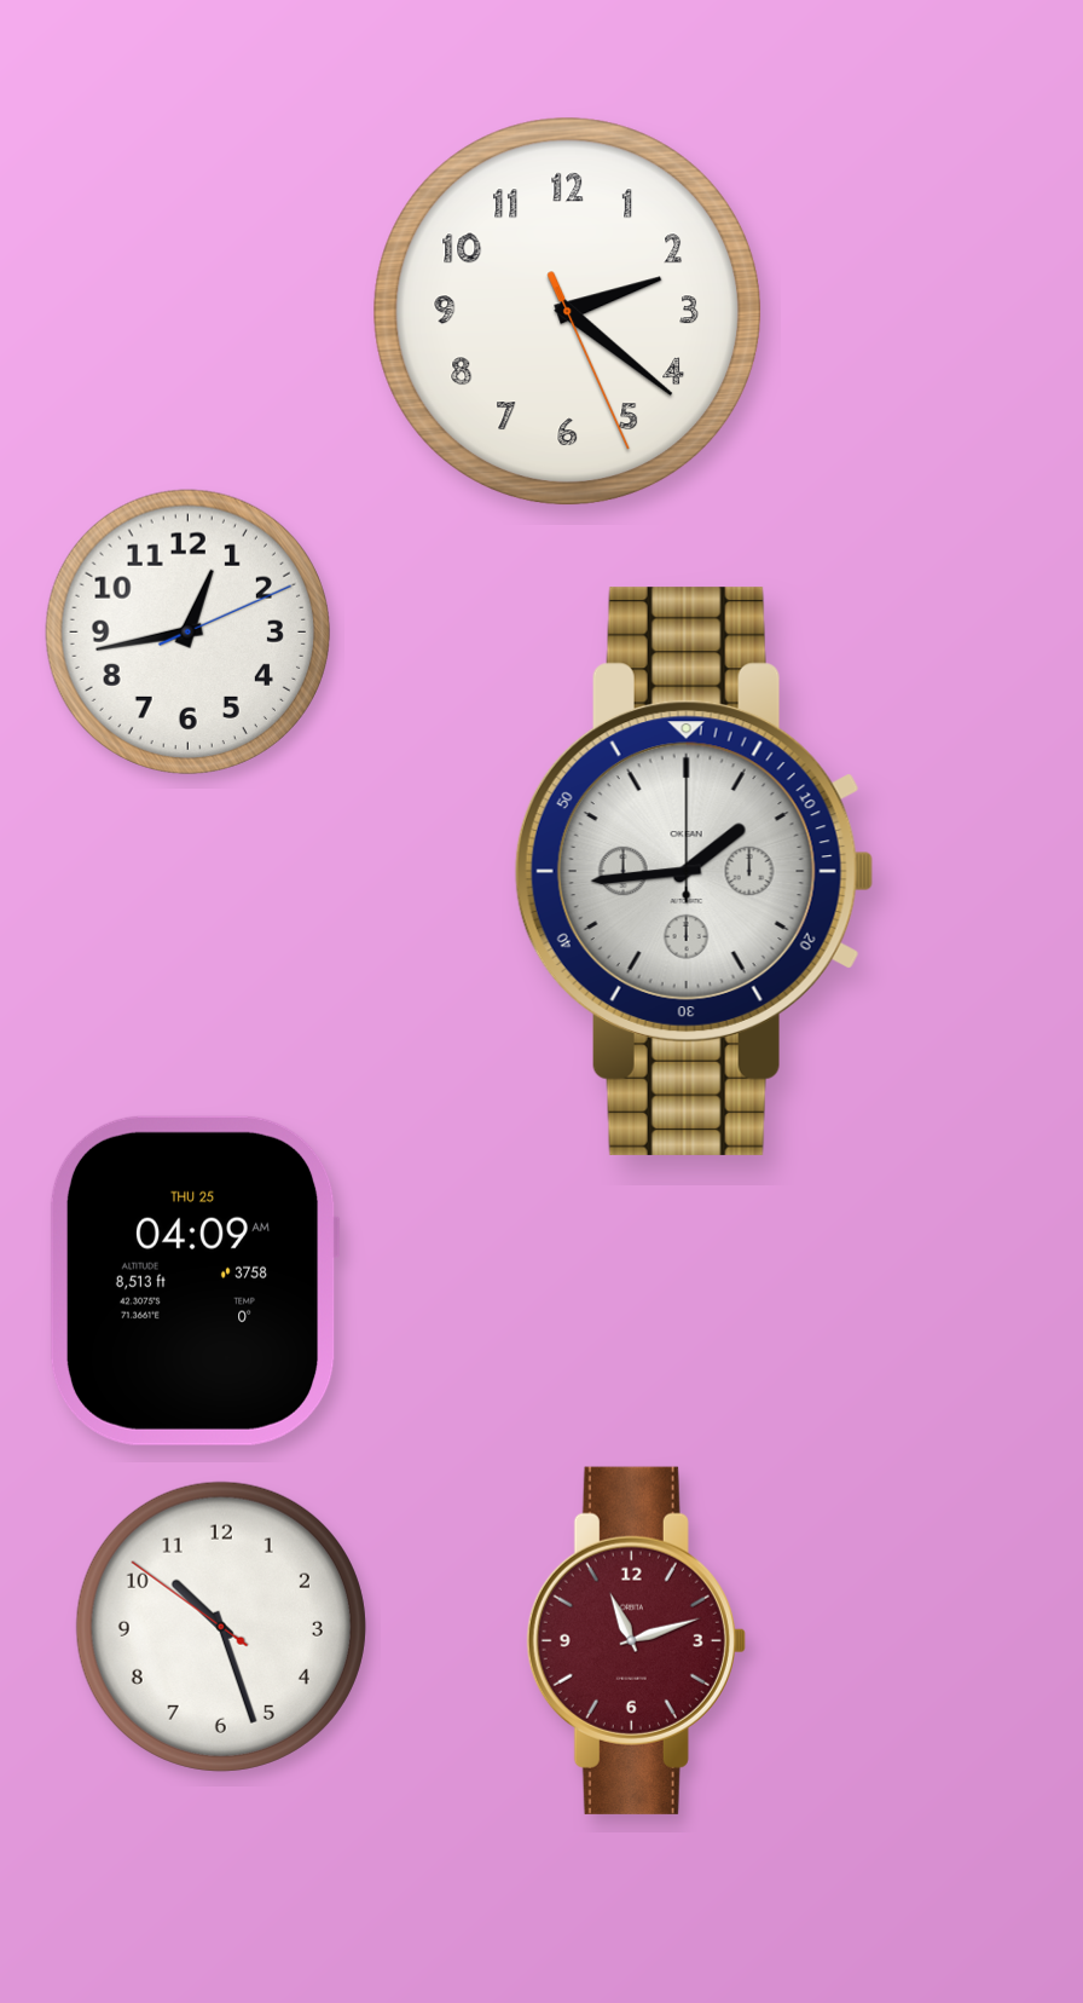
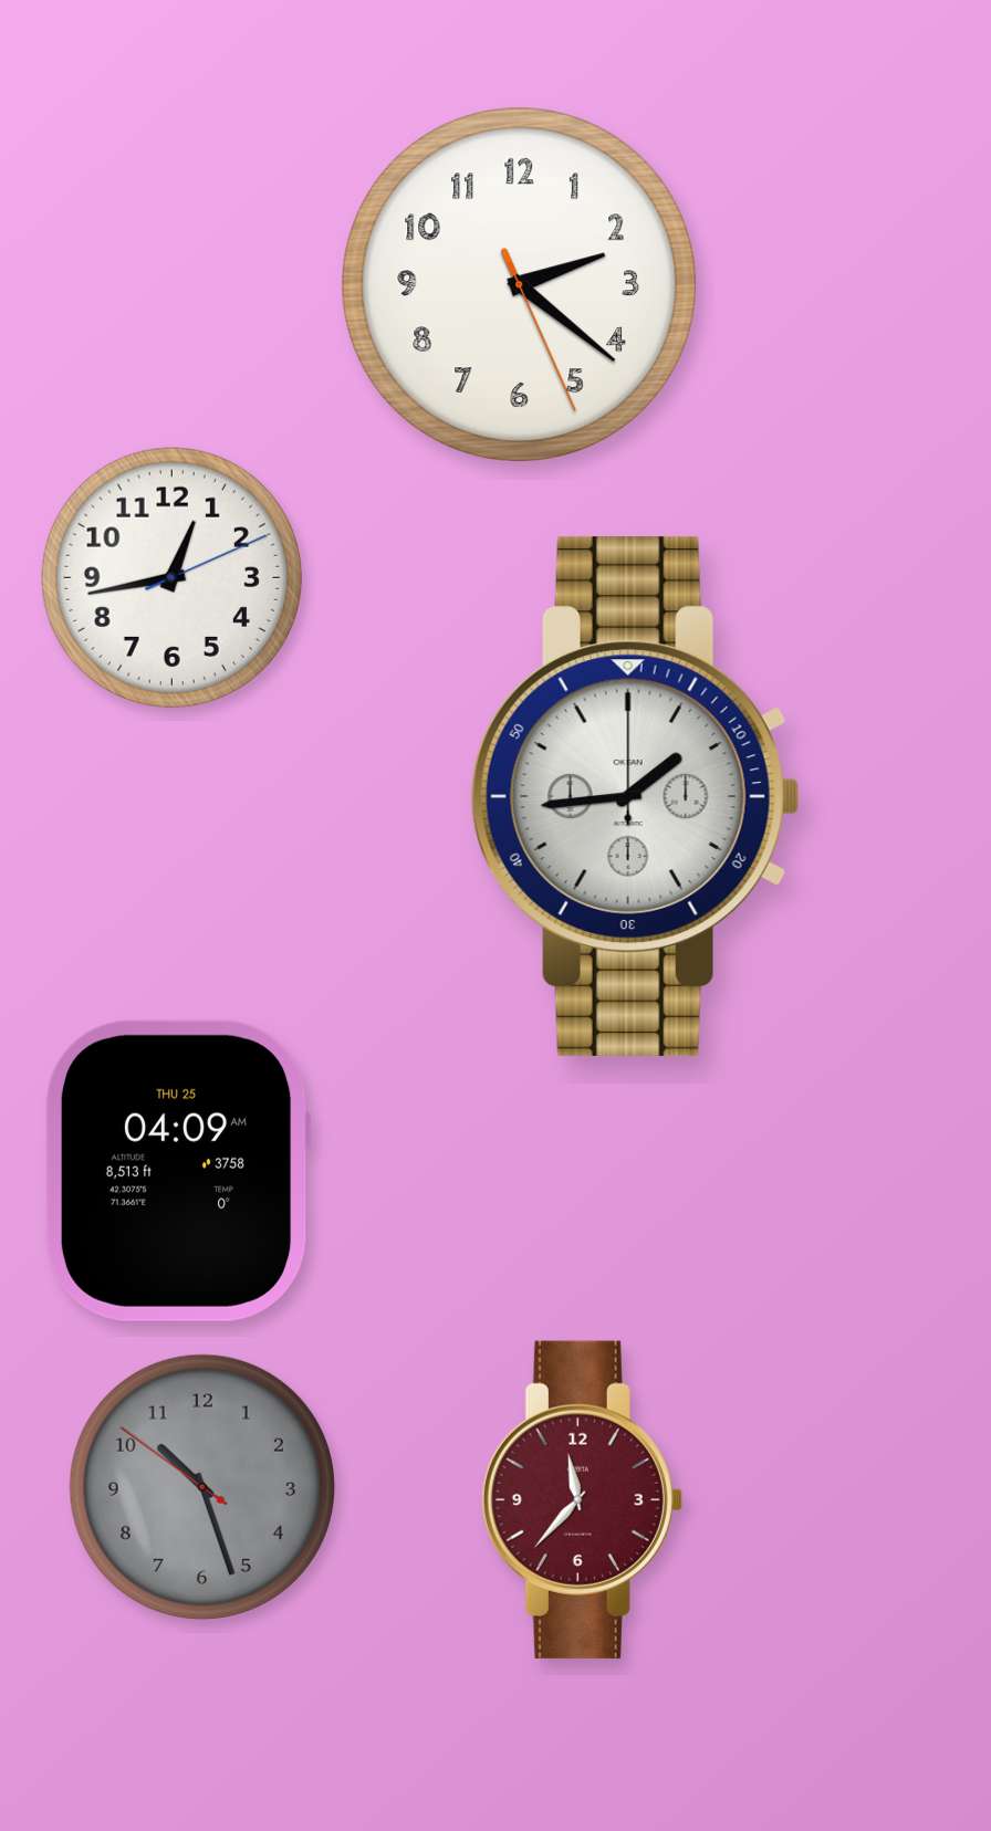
clock at (221, 1627) dial: white -> grey
clock at (636, 1640): 11:12 -> 11:37
